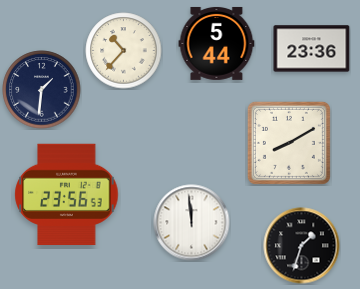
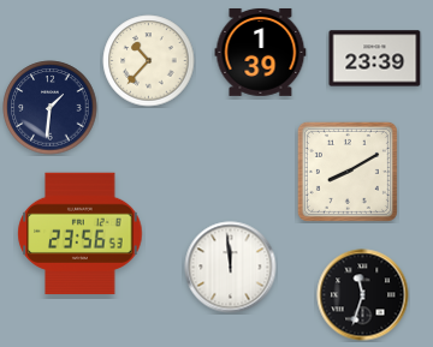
clock at (217, 44): 5:44 -> 1:39
clock at (312, 49): 23:36 -> 23:39
clock at (302, 246): 1:33 -> 11:33
